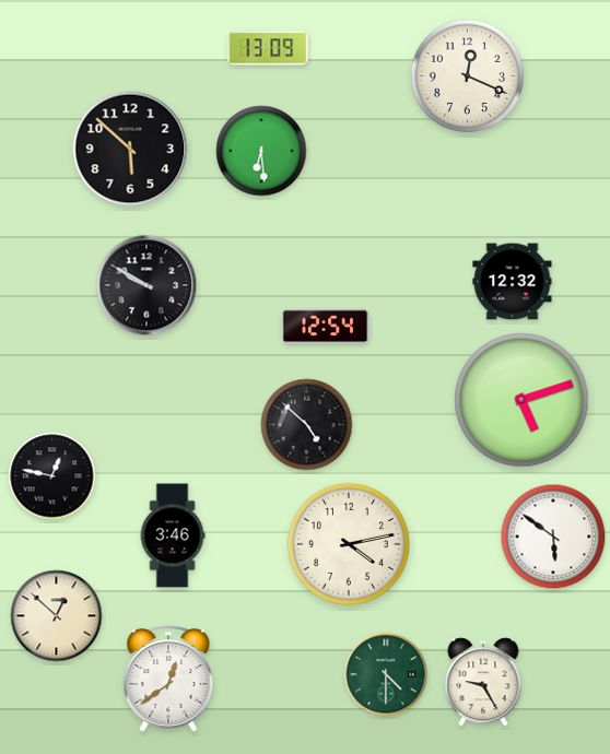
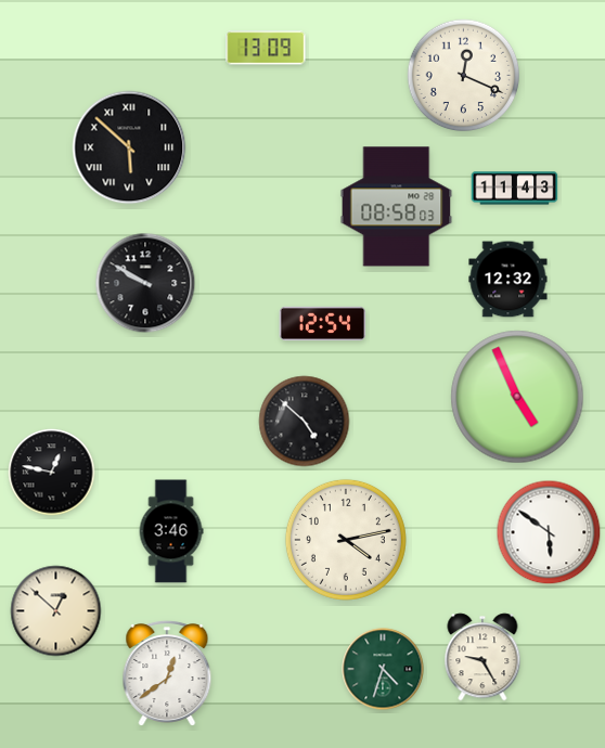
clock at (130, 149) numerals: Arabic -> Roman
clock at (261, 151): 6:29 -> none
clock at (515, 189): none -> 11:43
clock at (397, 207): none -> 08:58
clock at (521, 400): 5:12 -> 4:56
clock at (386, 674): 4:30 -> 4:33
clock at (483, 682) position: (483, 682) -> (482, 657)
